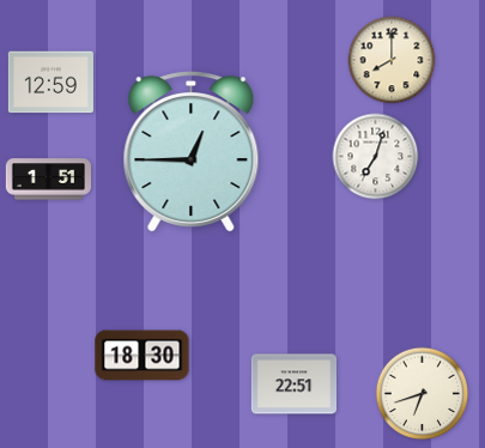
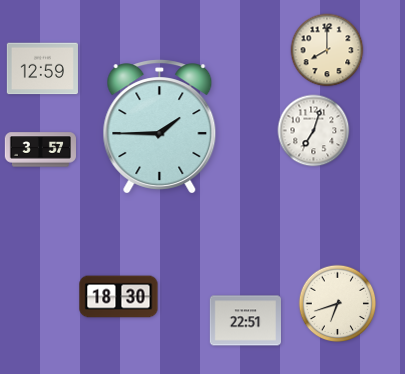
clock at (192, 152): 12:45 -> 1:45
clock at (48, 180): 1:51 -> 3:57
clock at (423, 394) position: (423, 394) -> (338, 304)
